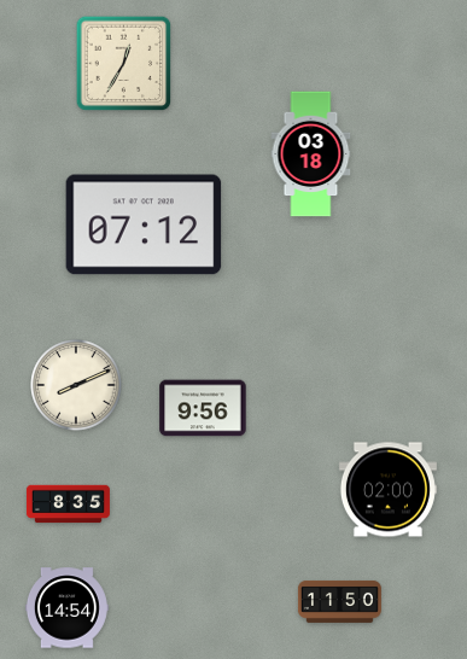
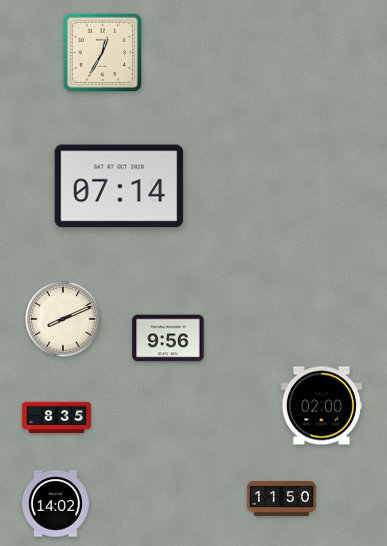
clock at (311, 154): 03:18 -> none
clock at (144, 224): 07:12 -> 07:14
clock at (66, 608): 14:54 -> 14:02
